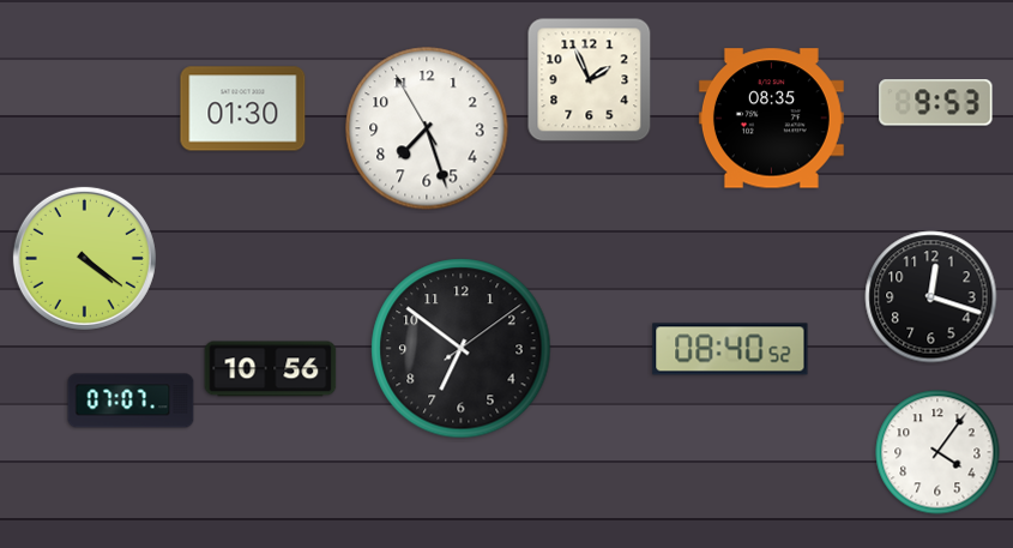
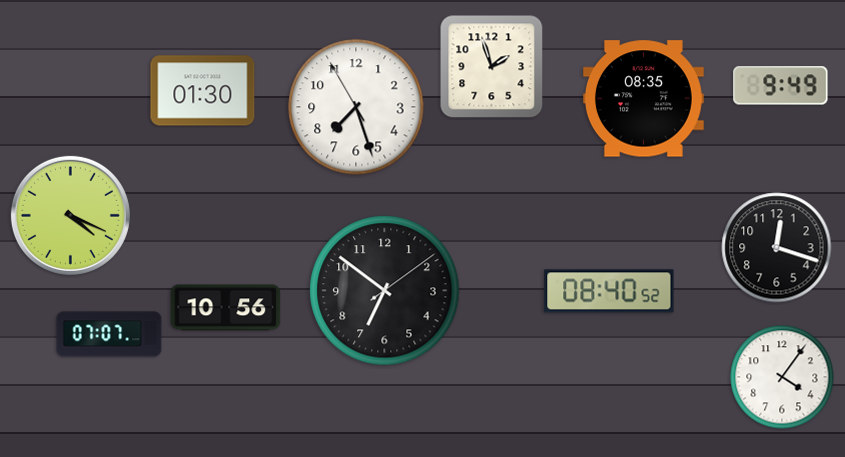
clock at (590, 80): 1:56 -> 1:57
clock at (936, 103): 9:53 -> 9:49
clock at (84, 258): 4:21 -> 4:19
